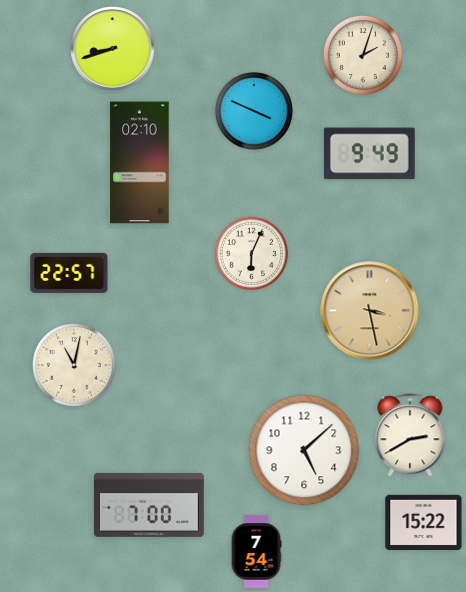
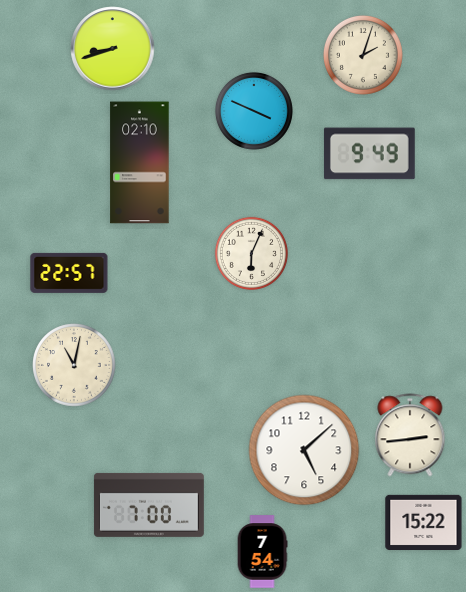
clock at (370, 311): 3:28 -> none
clock at (410, 435): 2:40 -> 2:44
clock at (256, 552) position: (256, 552) -> (262, 552)
